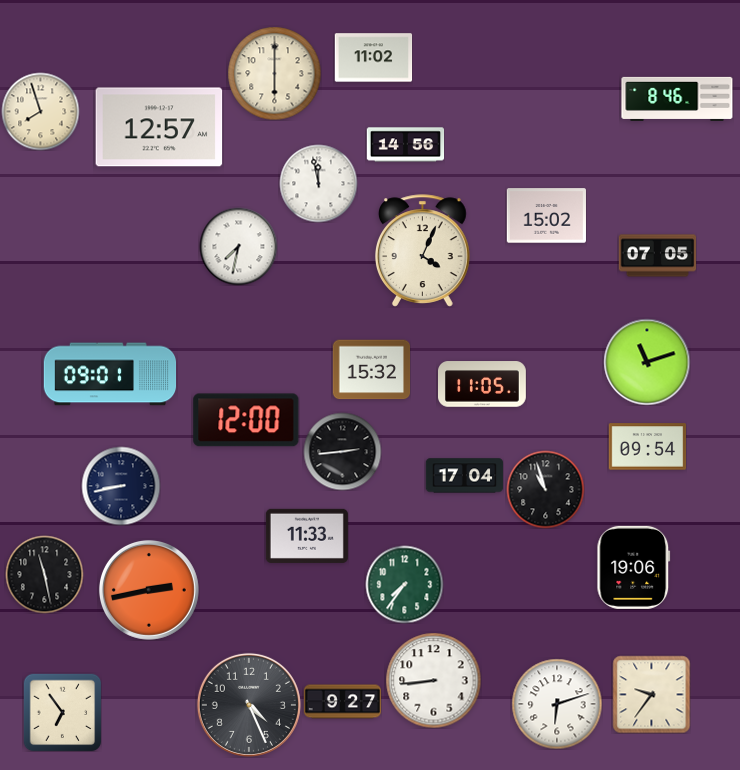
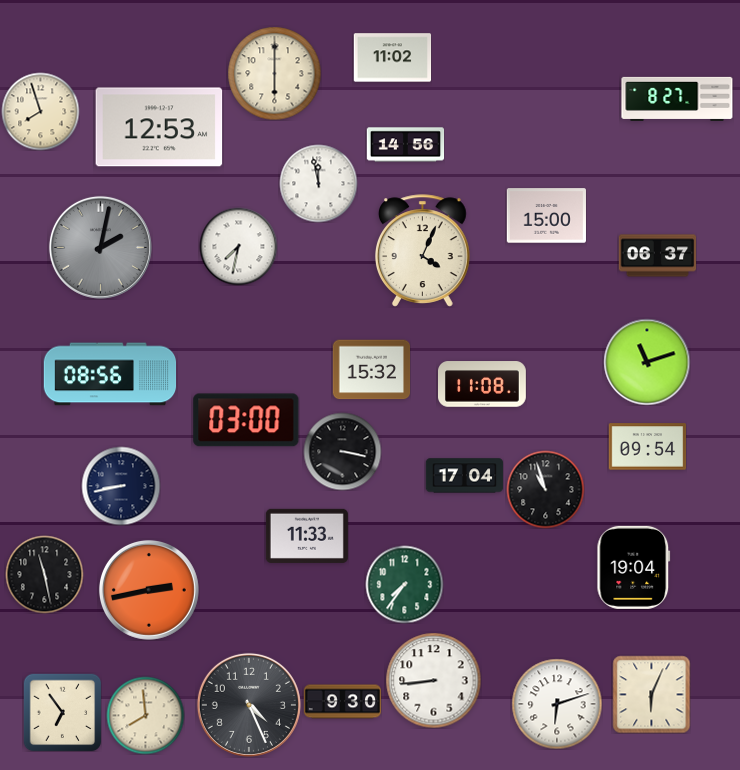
clock at (373, 58) position: (373, 58) -> (392, 58)
clock at (677, 99): 8:46 -> 8:27
clock at (159, 127): 12:57 -> 12:53
clock at (546, 216): 15:02 -> 15:00
clock at (100, 247): none -> 2:02
clock at (657, 256): 07:05 -> 06:37
clock at (110, 374): 09:01 -> 08:56
clock at (483, 384): 11:05 -> 11:08
clock at (246, 420): 12:00 -> 03:00
clock at (342, 451): 2:44 -> 3:17
clock at (634, 567): 19:06 -> 19:04
clock at (651, 694): 9:36 -> 6:04
clock at (342, 702): 9:27 -> 9:30
clock at (145, 715): none -> 7:59
